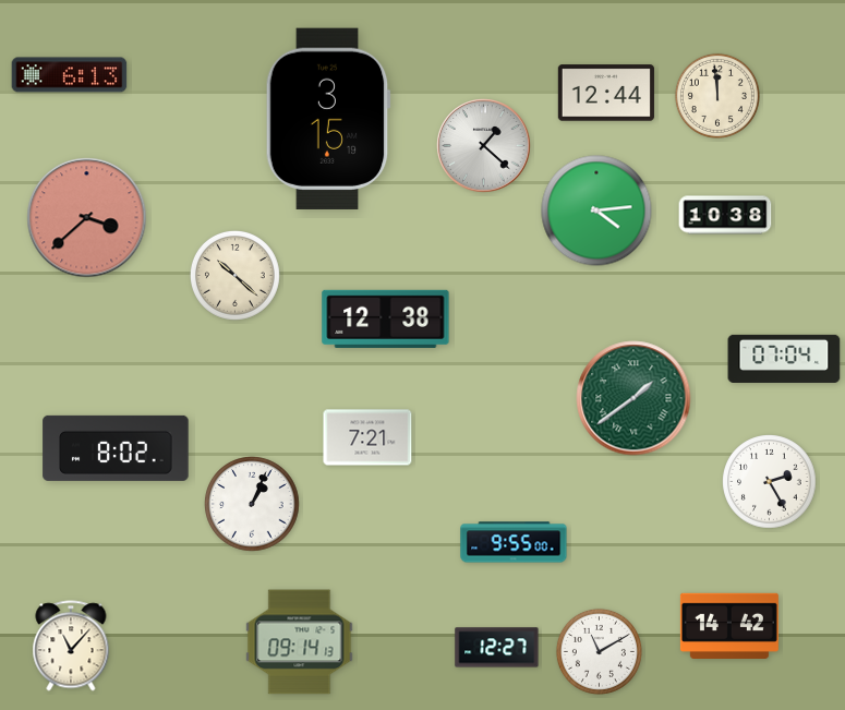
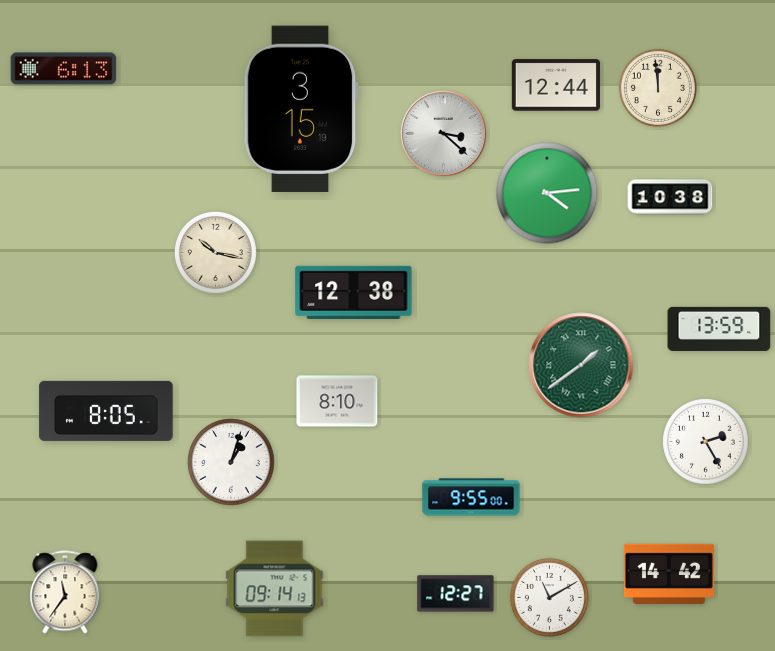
clock at (484, 146): 1:22 -> 3:22
clock at (725, 215) position: (725, 215) -> (670, 197)
clock at (87, 218): 3:38 -> none
clock at (234, 275): 10:22 -> 10:17
clock at (784, 359): 07:04 -> 13:59
clock at (367, 437): 7:21 -> 8:10
clock at (116, 448): 8:02 -> 8:05
clock at (252, 504): 1:04 -> 1:03
clock at (71, 646): 11:07 -> 11:36
